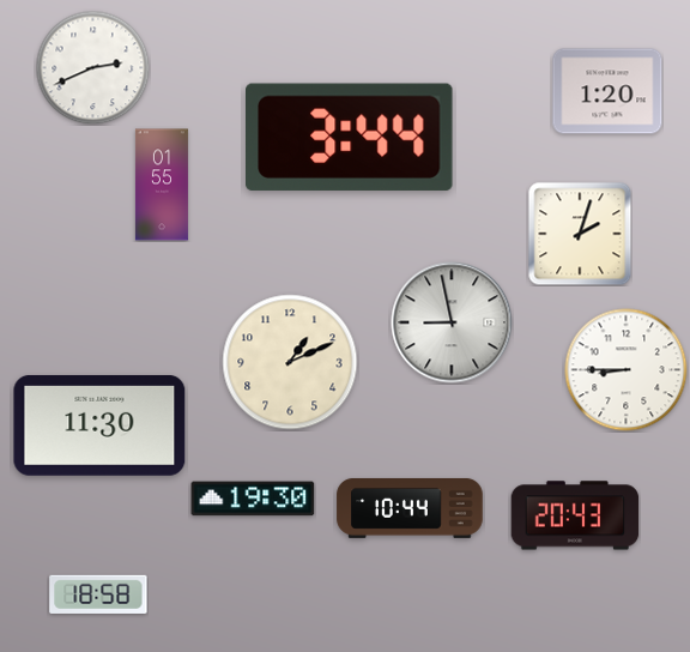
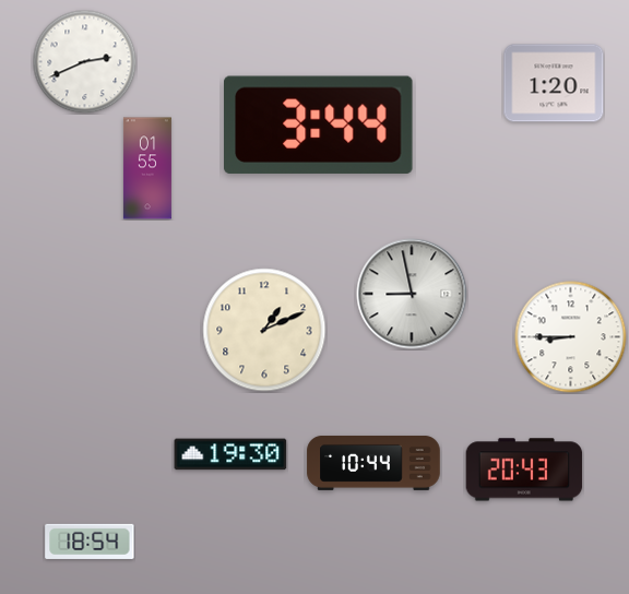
clock at (580, 234): 2:03 -> none
clock at (99, 425): 11:30 -> none
clock at (98, 594): 18:58 -> 18:54
